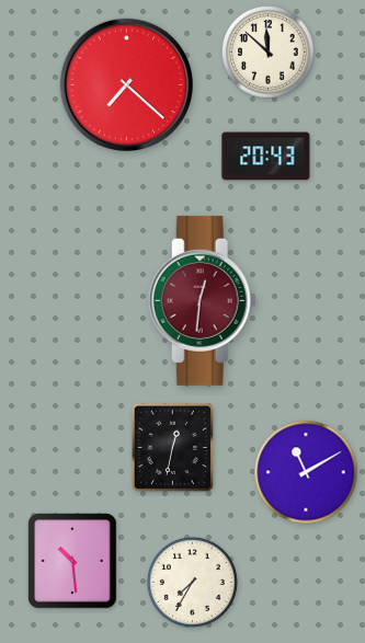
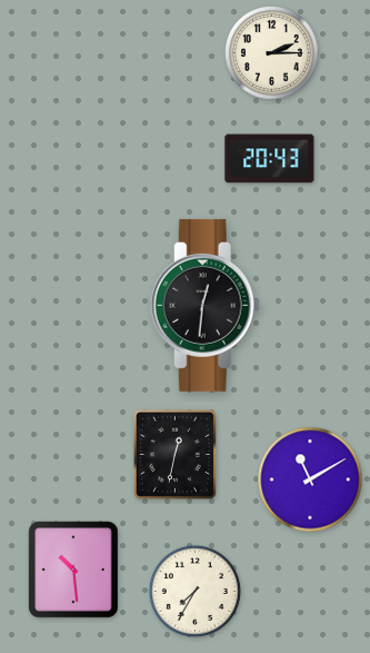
clock at (267, 51): 11:52 -> 2:15
clock at (126, 84): 7:22 -> none
clock at (202, 300) dial: burgundy -> black
